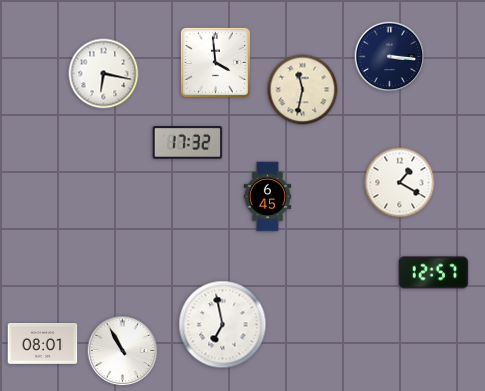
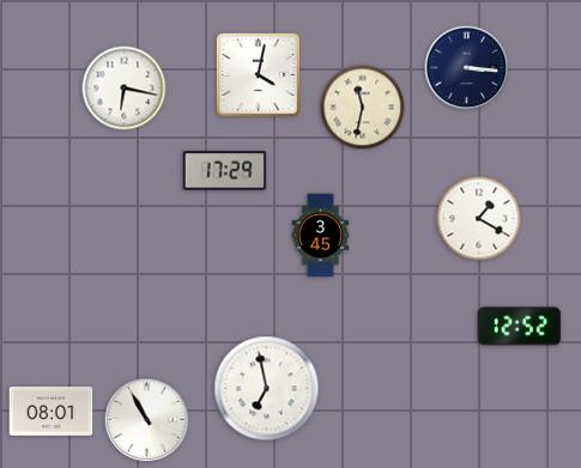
clock at (215, 62): 3:59 -> 4:02
clock at (188, 143): 17:32 -> 17:29
clock at (268, 197): 6:45 -> 3:45
clock at (434, 273): 12:57 -> 12:52
